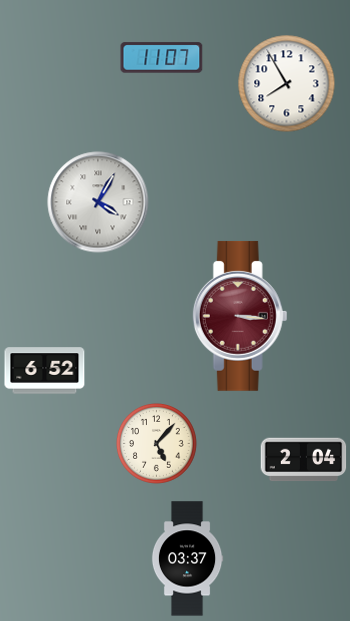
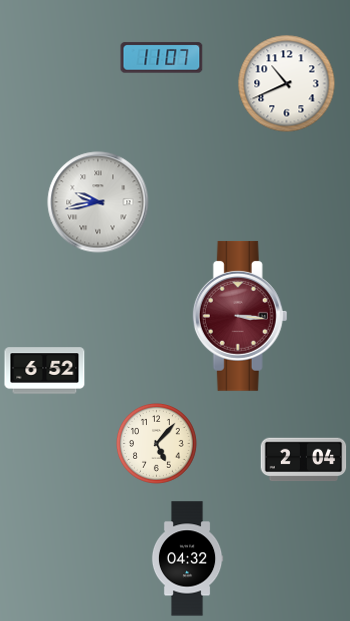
clock at (287, 84): 7:55 -> 10:41
clock at (98, 202): 4:05 -> 9:43
clock at (187, 559): 03:37 -> 04:32
